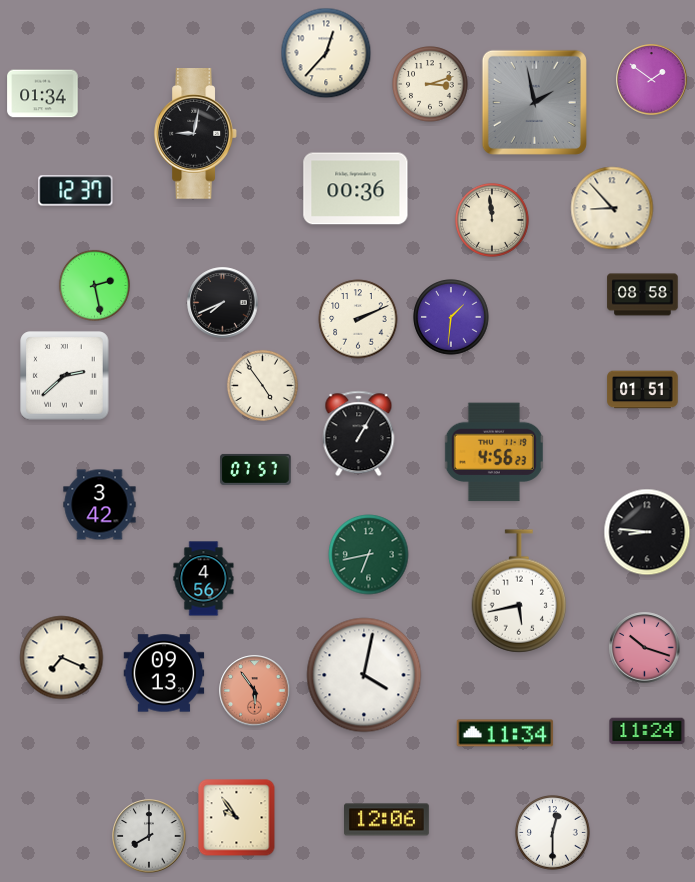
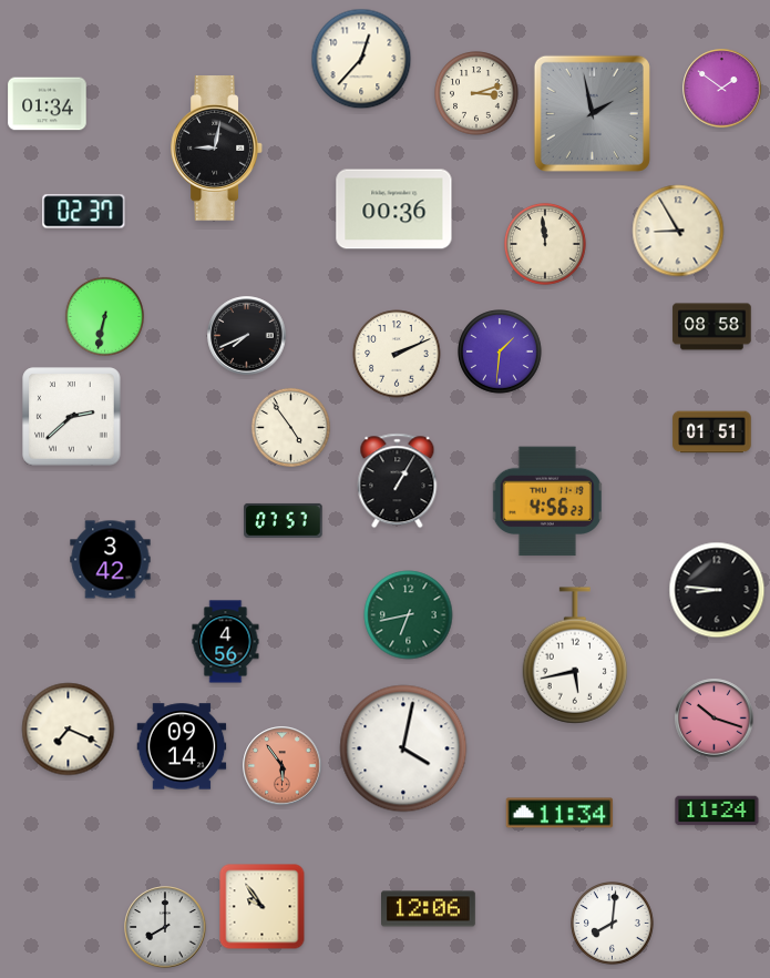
clock at (76, 191): 12:37 -> 02:37
clock at (612, 208): 8:53 -> 8:55
clock at (94, 285): 2:28 -> 6:32
clock at (164, 673): 09:13 -> 09:14
clock at (553, 833): 12:30 -> 8:01
